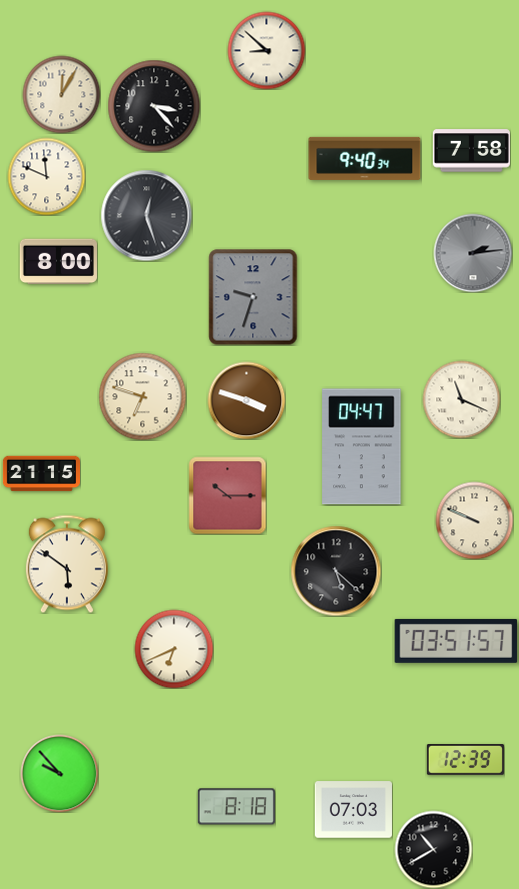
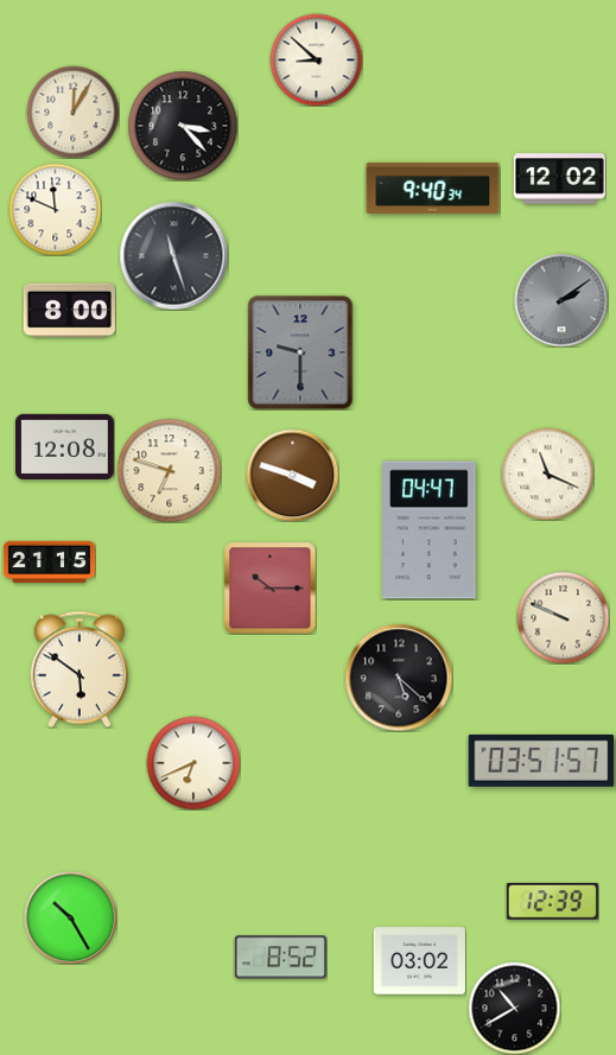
clock at (471, 151): 7:58 -> 12:02
clock at (146, 215): 12:27 -> 11:27
clock at (473, 253): 2:14 -> 2:09
clock at (253, 297): 9:33 -> 9:30
clock at (64, 446): none -> 12:08
clock at (174, 649) position: (174, 649) -> (193, 763)
clock at (59, 773): 9:53 -> 10:25
clock at (236, 807): 8:18 -> 8:52
clock at (353, 810): 07:03 -> 03:02
